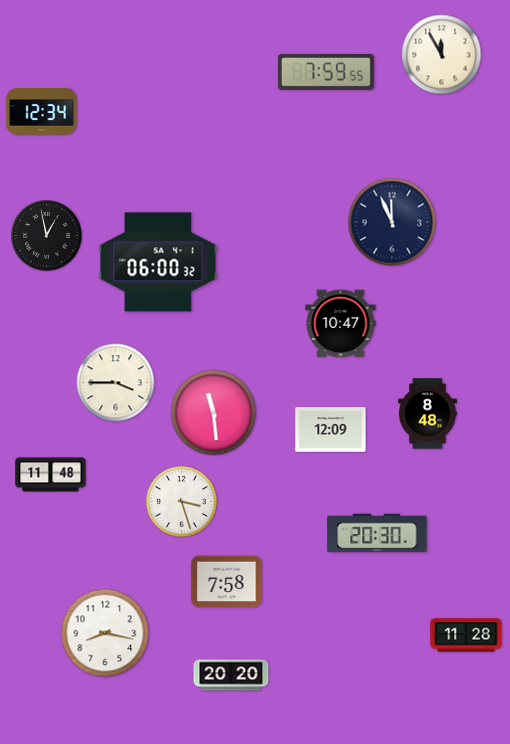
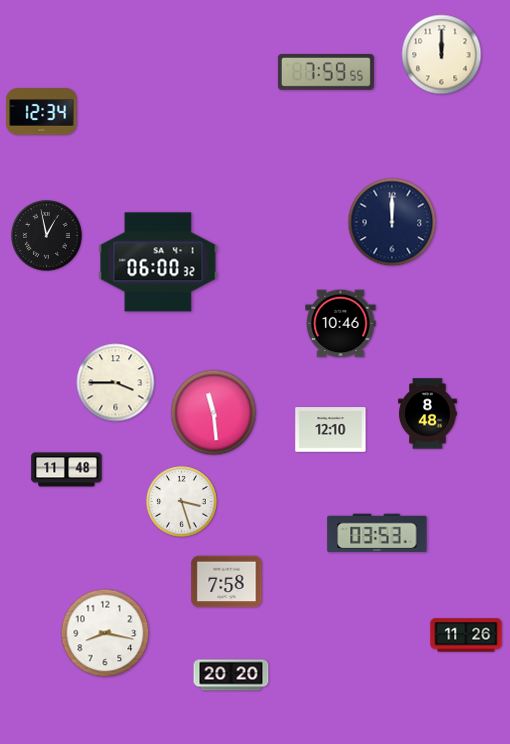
clock at (442, 55): 11:55 -> 12:00
clock at (392, 222): 11:56 -> 12:00
clock at (341, 324): 10:47 -> 10:46
clock at (331, 430): 12:09 -> 12:10
clock at (51, 475) position: (51, 475) -> (67, 470)
clock at (377, 533): 20:30 -> 03:53
clock at (466, 635): 11:28 -> 11:26
